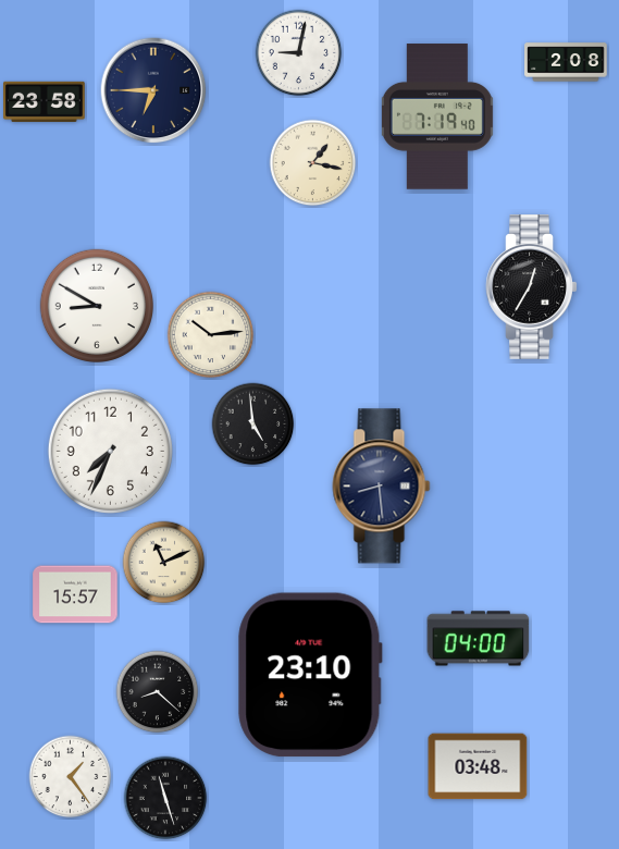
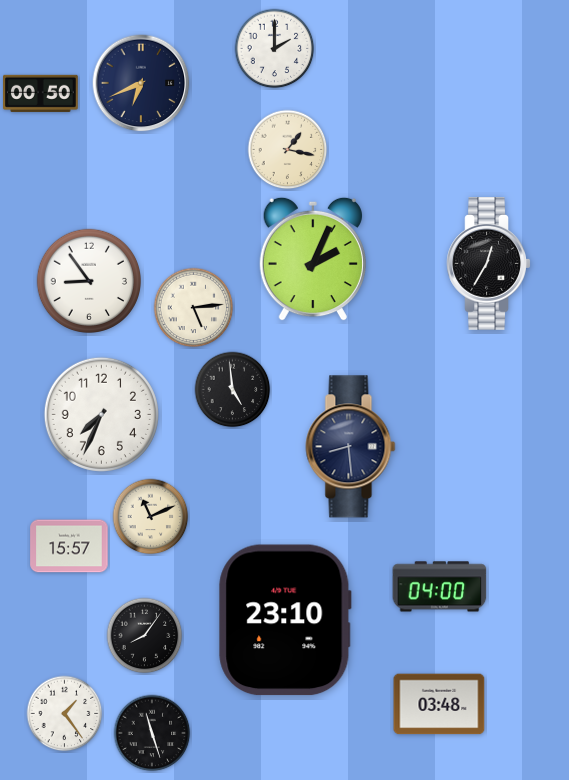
clock at (299, 53): 9:02 -> 2:00
clock at (566, 62): 2:08 -> none
clock at (153, 90): 6:45 -> 6:41
clock at (45, 101): 23:58 -> 00:50
clock at (437, 116): 7:19 -> none
clock at (313, 259): none -> 2:04
clock at (96, 305): 8:50 -> 8:54
clock at (211, 335): 10:14 -> 5:14
clock at (158, 692): 8:22 -> 8:06
